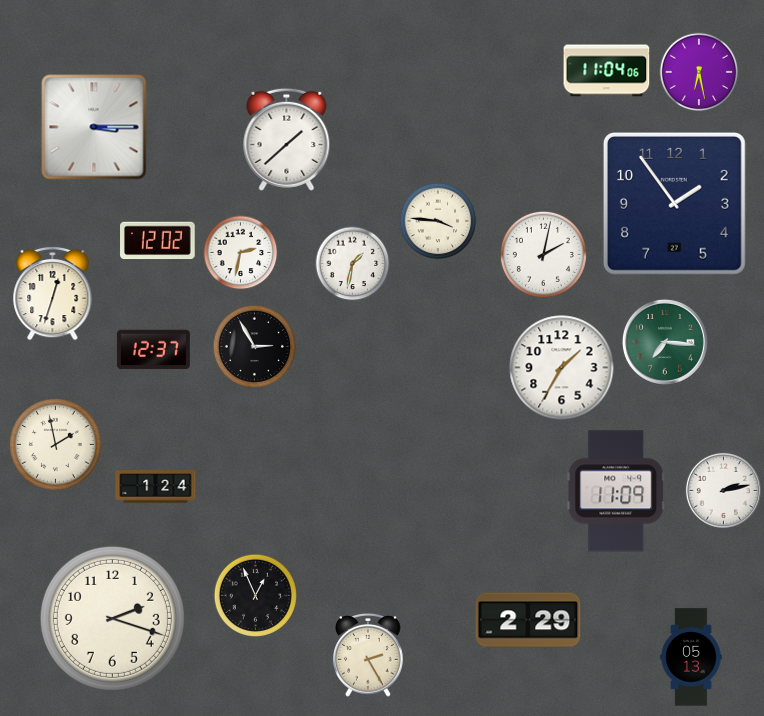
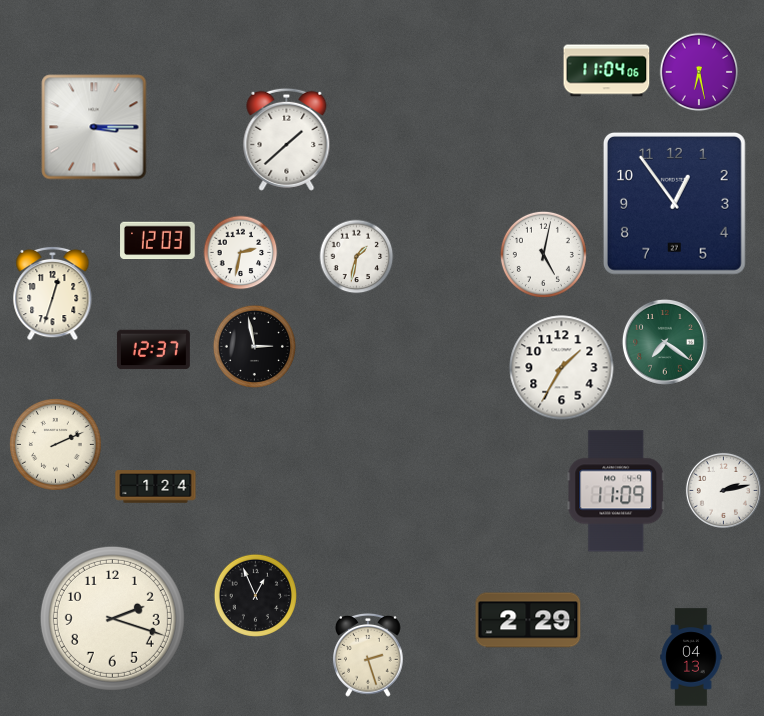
clock at (674, 203): 1:54 -> 12:54
clock at (438, 221): 3:46 -> none
clock at (158, 241): 12:02 -> 12:03
clock at (543, 254): 2:02 -> 5:02
clock at (353, 264) position: (353, 264) -> (357, 257)
clock at (665, 342): 7:16 -> 7:21
clock at (254, 346): 2:55 -> 2:58
clock at (56, 445): 1:58 -> 2:11
clock at (368, 655): 2:25 -> 2:27
clock at (691, 657): 05:13 -> 04:13
